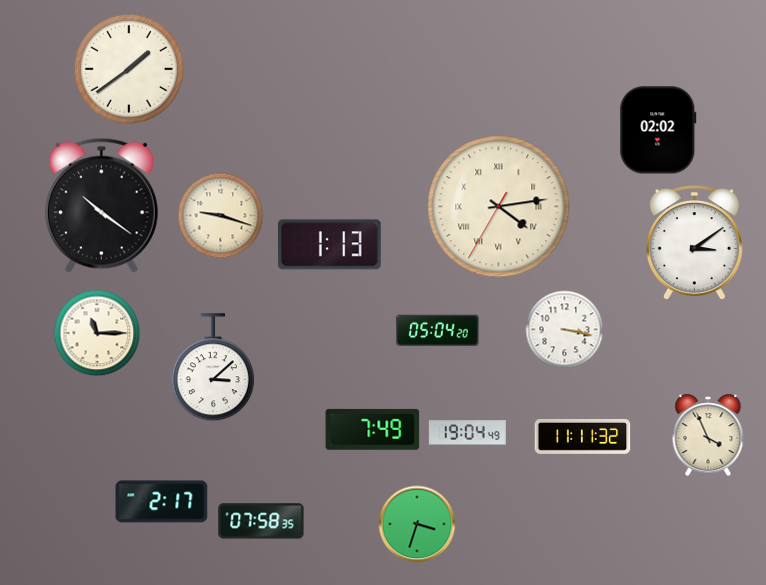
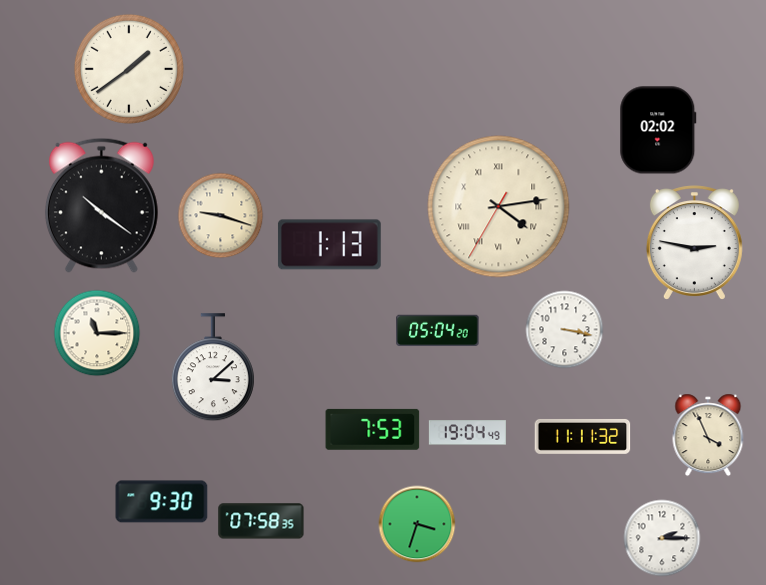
clock at (694, 243): 3:09 -> 2:47
clock at (373, 429): 7:49 -> 7:53
clock at (162, 502): 2:17 -> 9:30
clock at (662, 538): none -> 2:15
